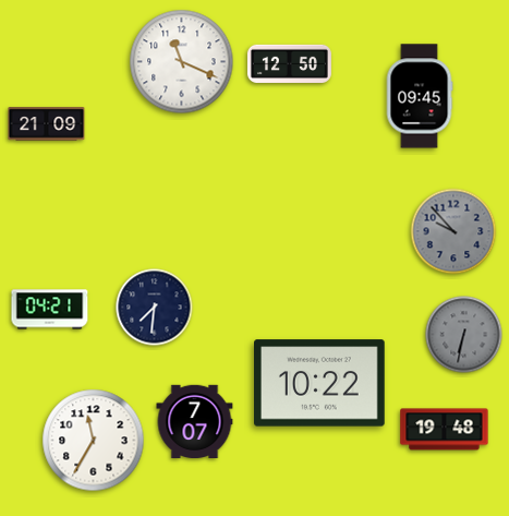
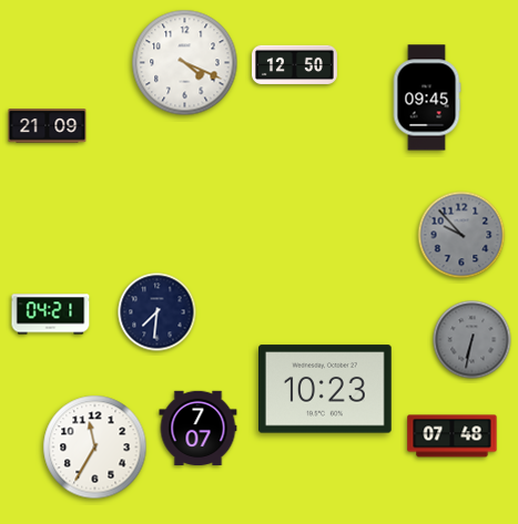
clock at (182, 62): 11:19 -> 4:19
clock at (320, 383): 10:22 -> 10:23
clock at (445, 430): 19:48 -> 07:48
